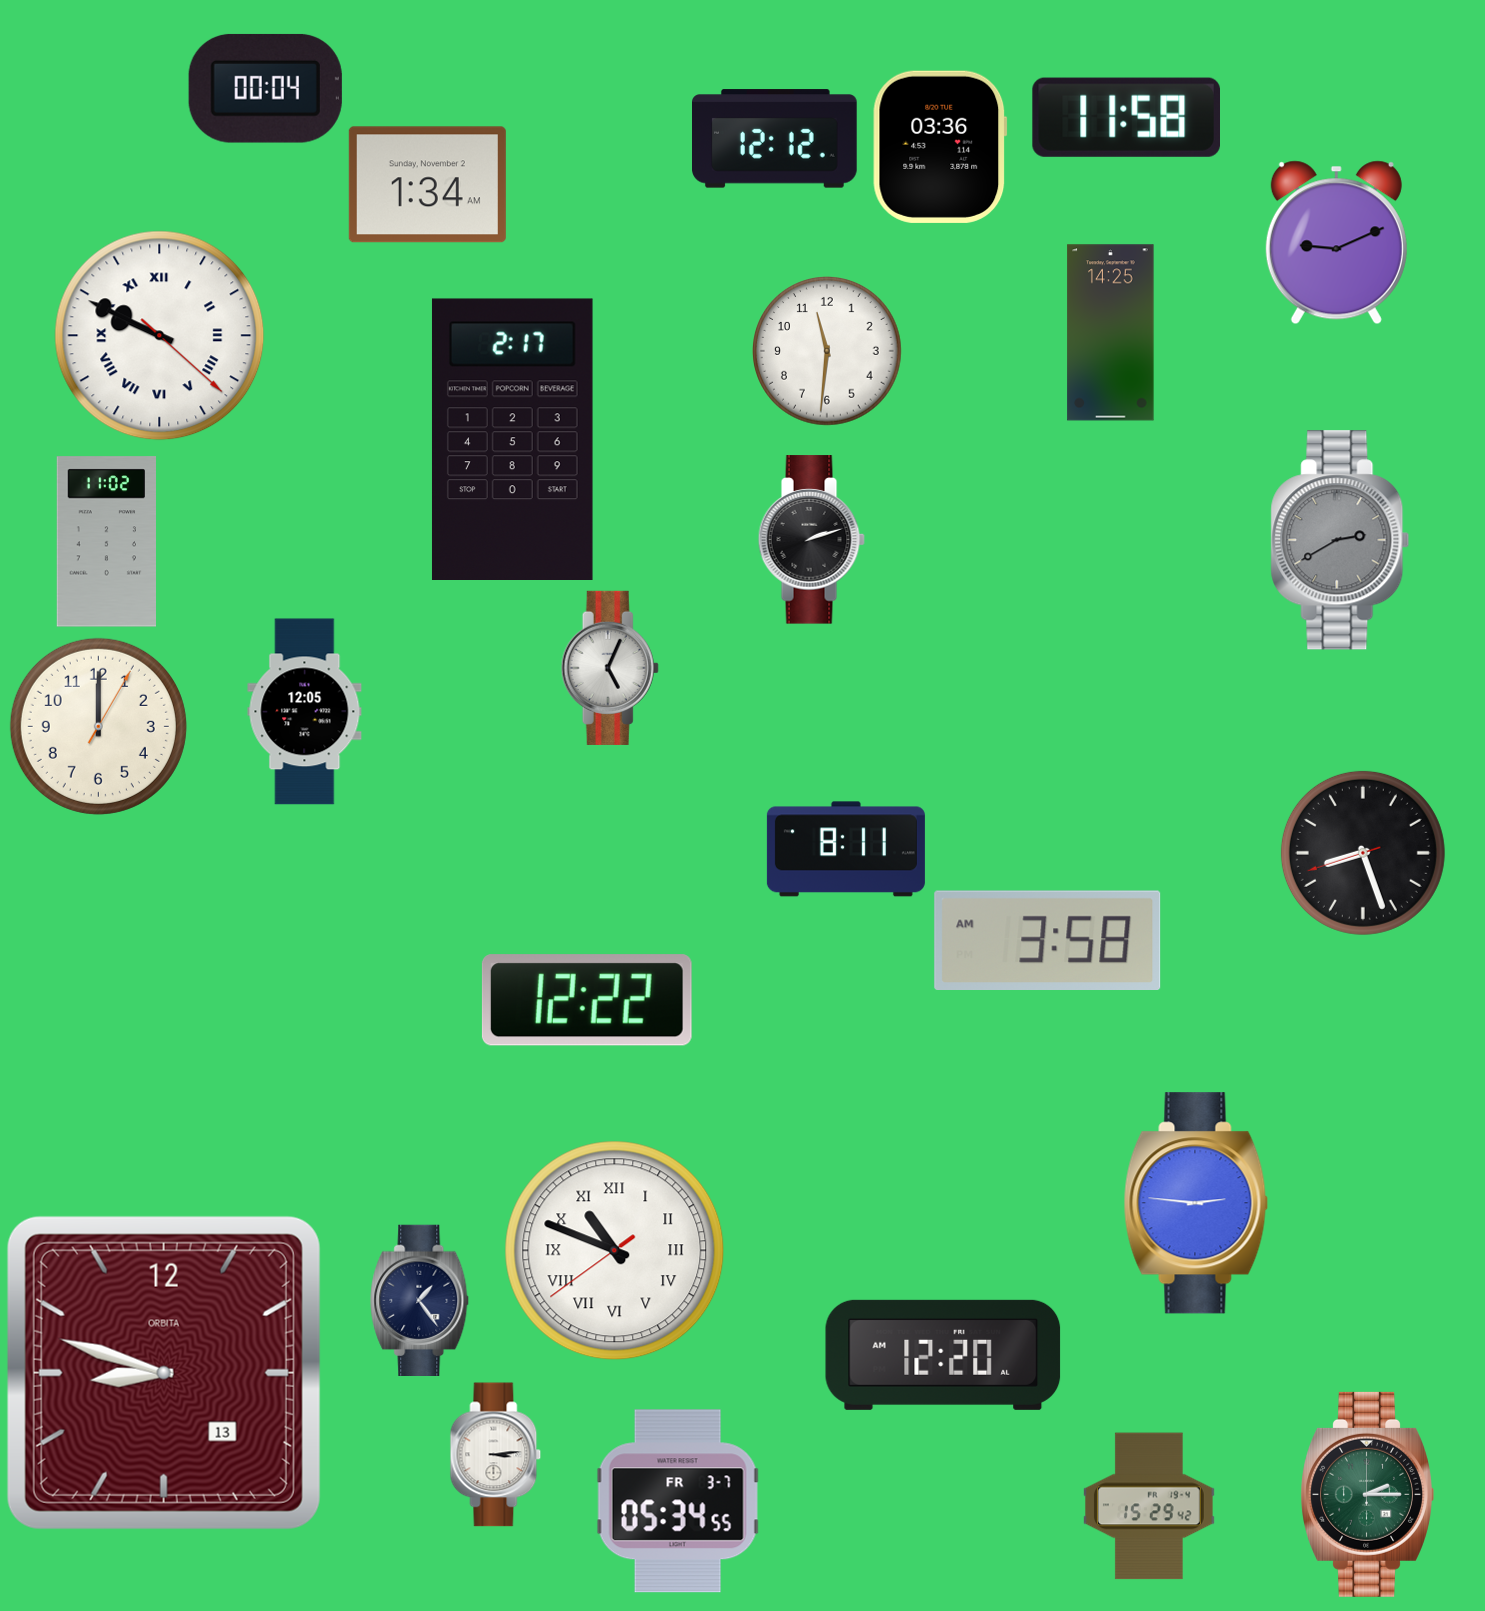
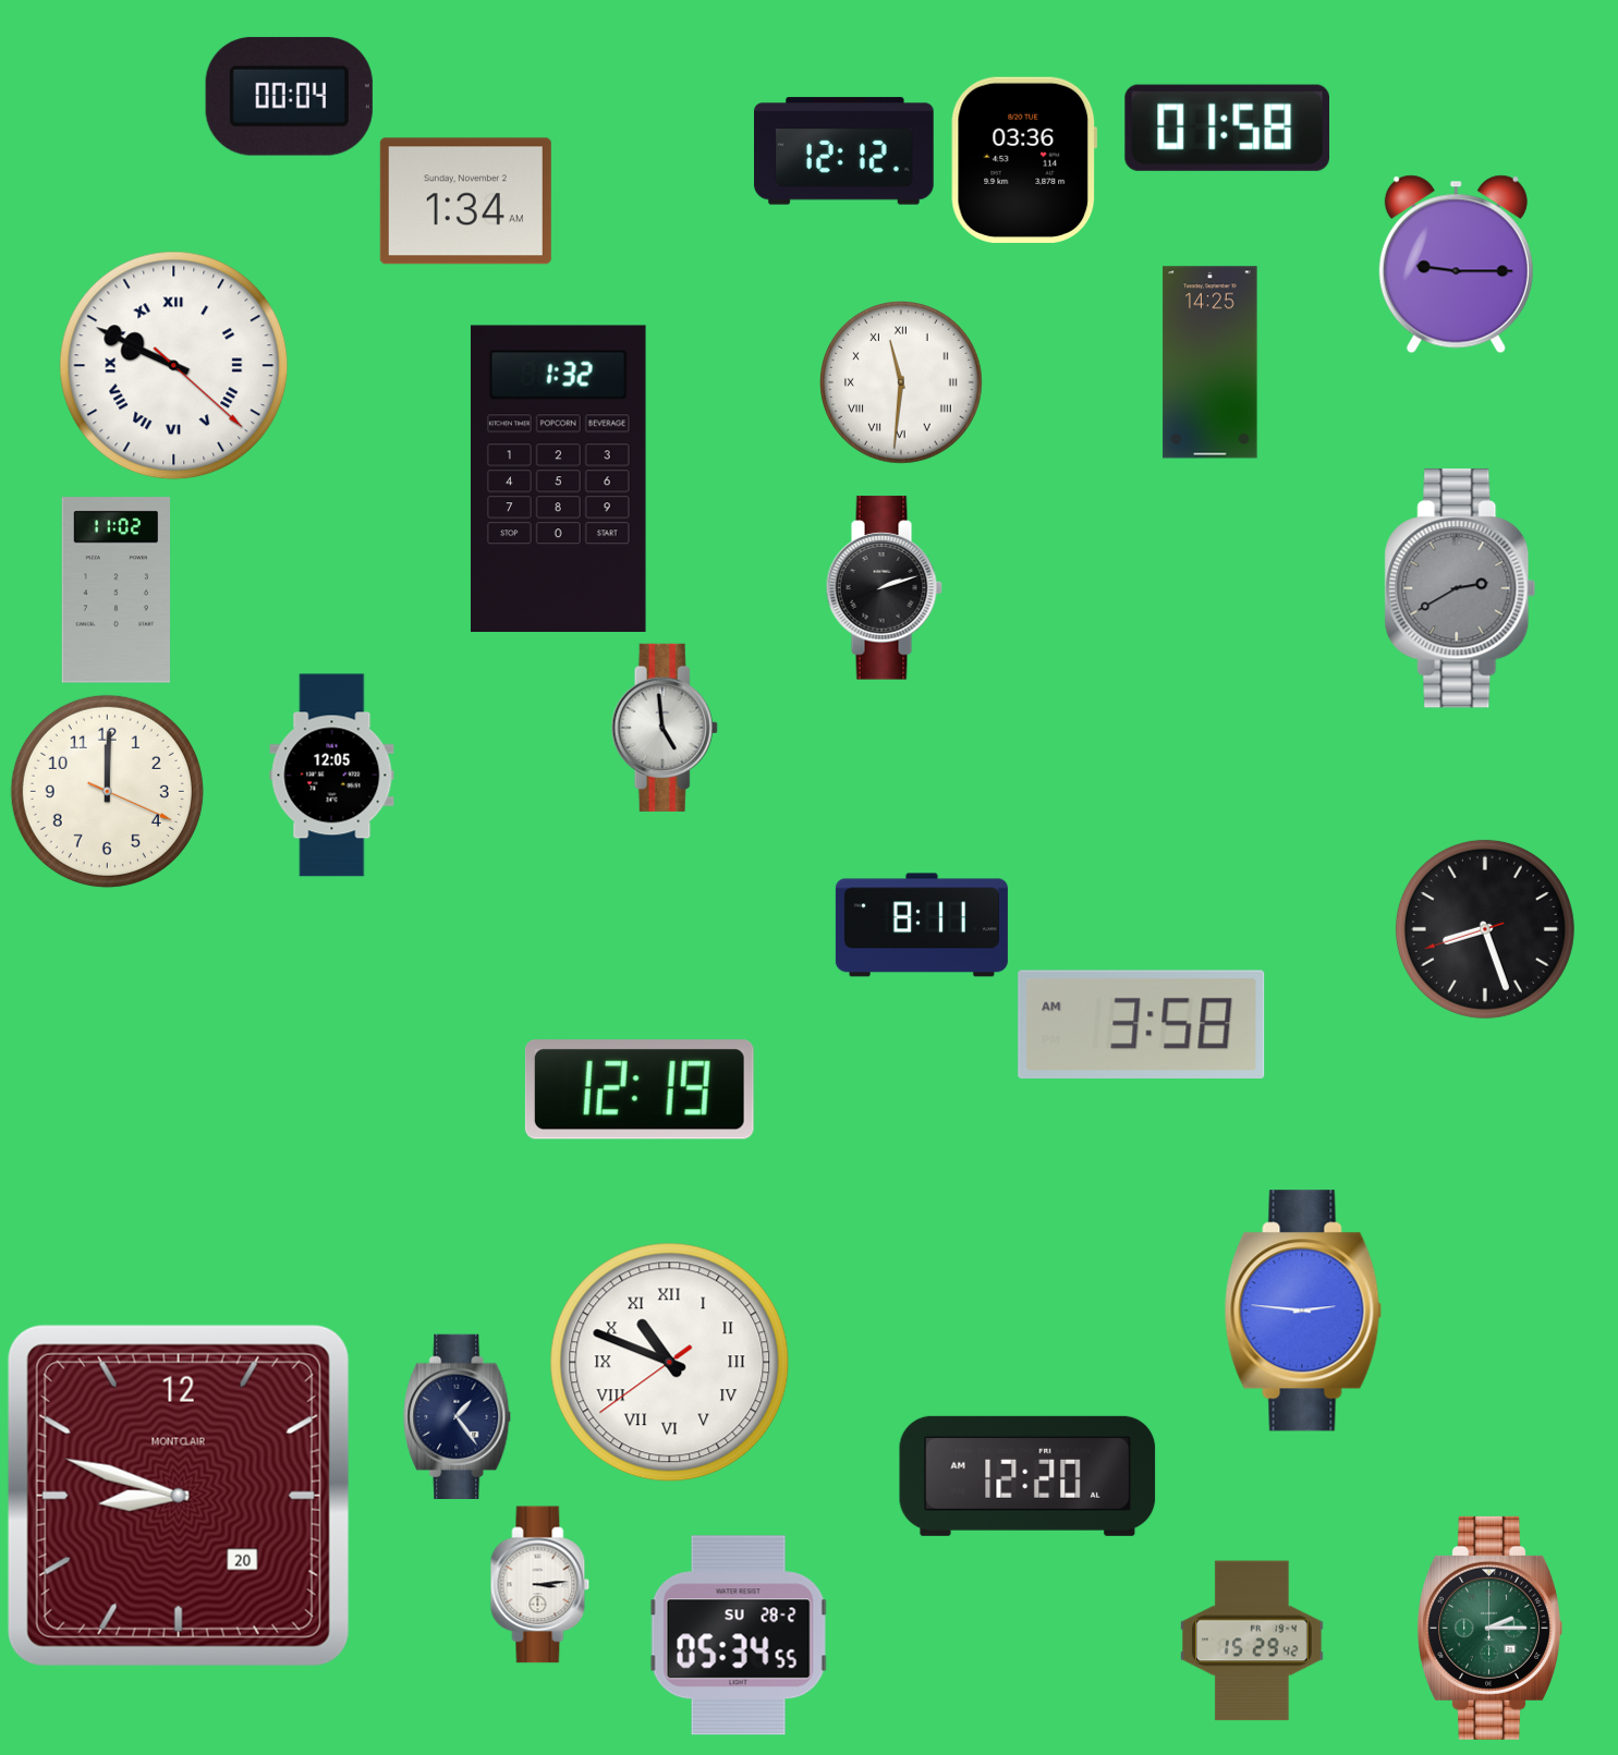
clock at (1126, 117): 11:58 -> 01:58
clock at (1336, 243): 9:11 -> 9:15
clock at (828, 352) numerals: Arabic -> Roman
clock at (512, 439): 2:17 -> 1:32
clock at (610, 668): 5:04 -> 4:59
clock at (98, 726): 12:00:05 -> 12:00:19
clock at (587, 1000): 12:22 -> 12:19
clock at (164, 1373) date: 13 -> 20
clock at (164, 1373) brand: ORBITA -> MONTCLAIR
clock at (678, 1501) date: FR 3-7 -> SU 28-2
